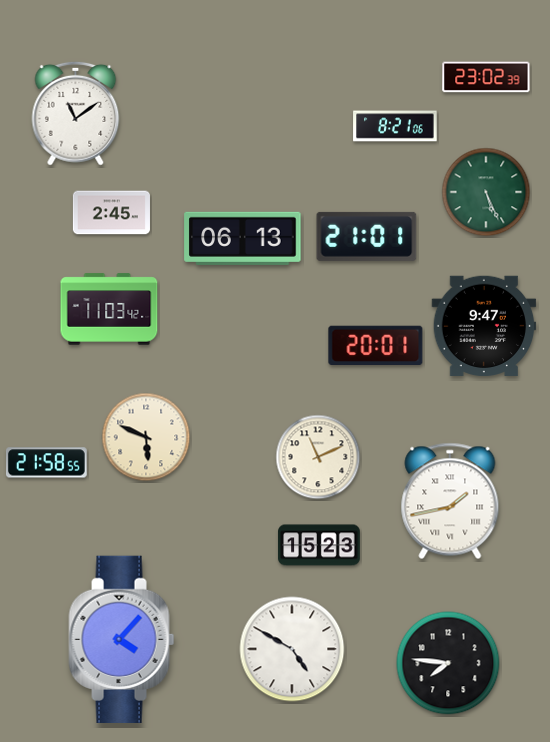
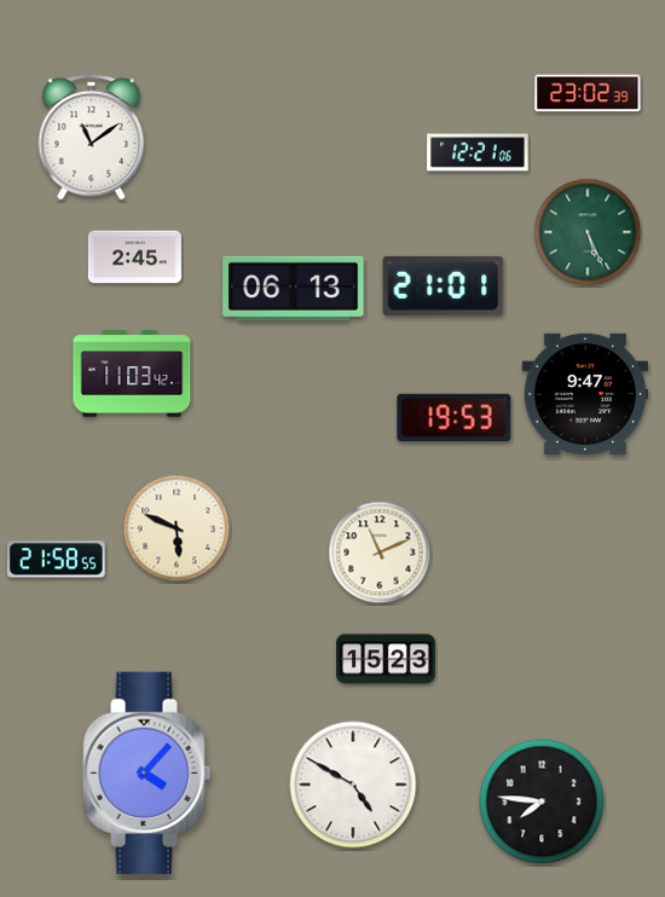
clock at (395, 126): 8:21 -> 12:21
clock at (376, 345): 20:01 -> 19:53
clock at (318, 457) position: (318, 457) -> (380, 552)
clock at (450, 501): 1:43 -> none
